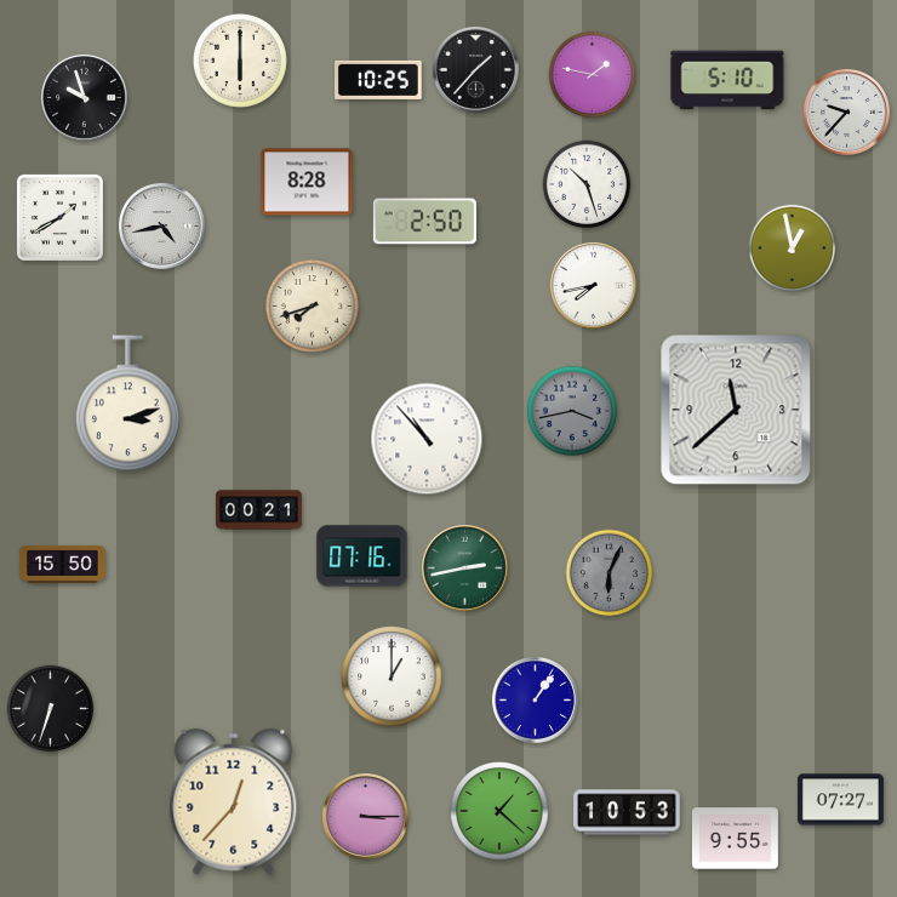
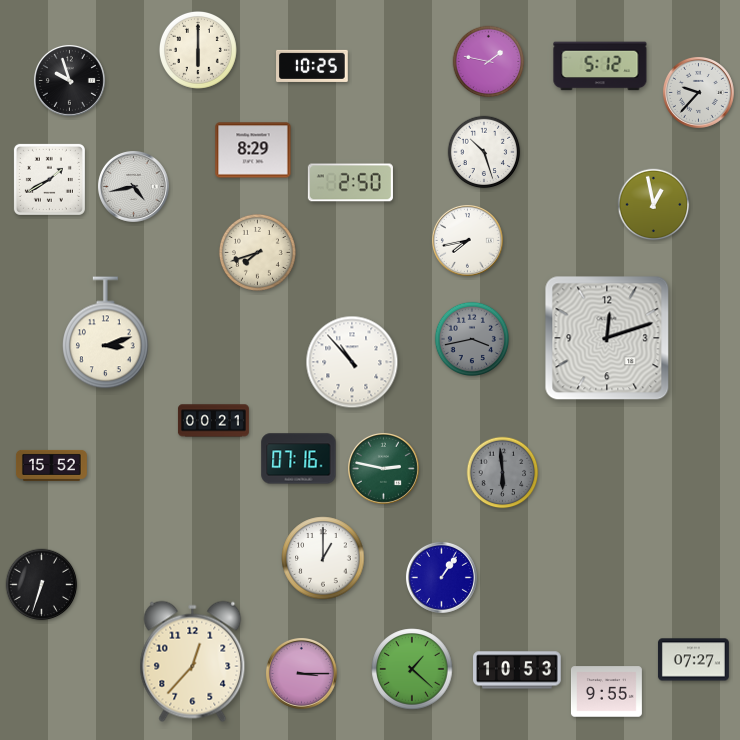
clock at (475, 69): 1:37 -> none
clock at (727, 80): 5:10 -> 5:12
clock at (307, 182): 8:28 -> 8:29
clock at (593, 285) position: (593, 285) -> (467, 240)
clock at (736, 410): 11:38 -> 12:12
clock at (62, 564): 15:50 -> 15:52
clock at (464, 567): 2:43 -> 2:47
clock at (610, 573): 6:04 -> 5:59
